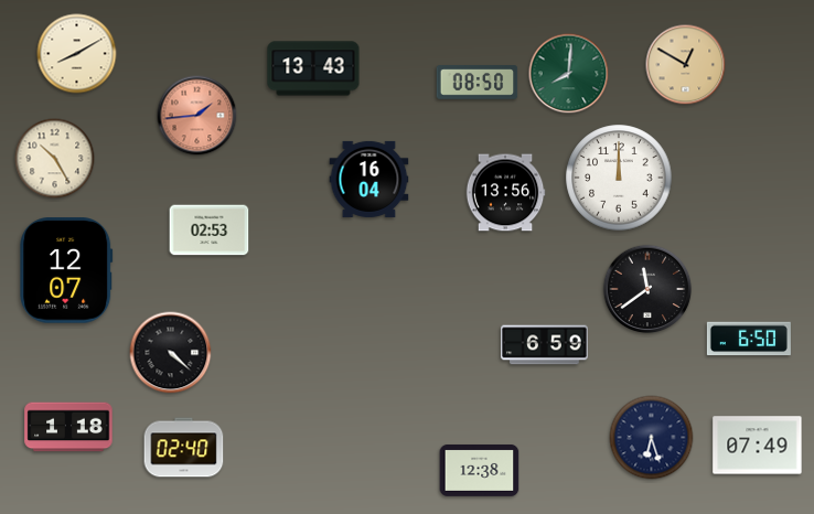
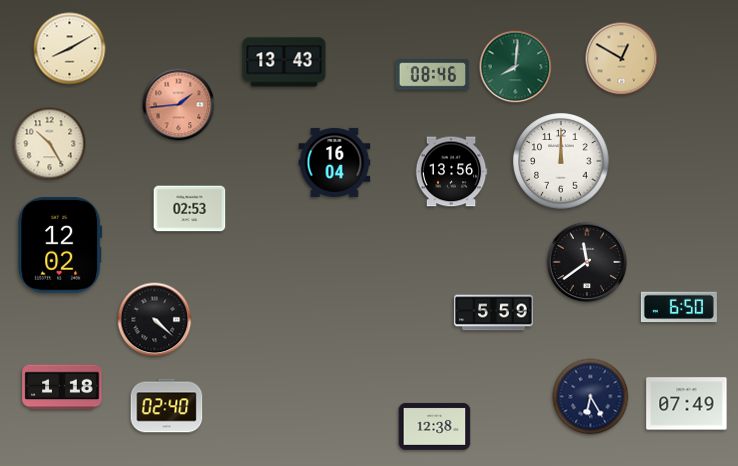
clock at (478, 83): 08:50 -> 08:46
clock at (505, 193) position: (505, 193) -> (451, 172)
clock at (66, 270): 12:07 -> 12:02
clock at (545, 345): 6:59 -> 5:59
clock at (652, 438): 6:27 -> 6:25
